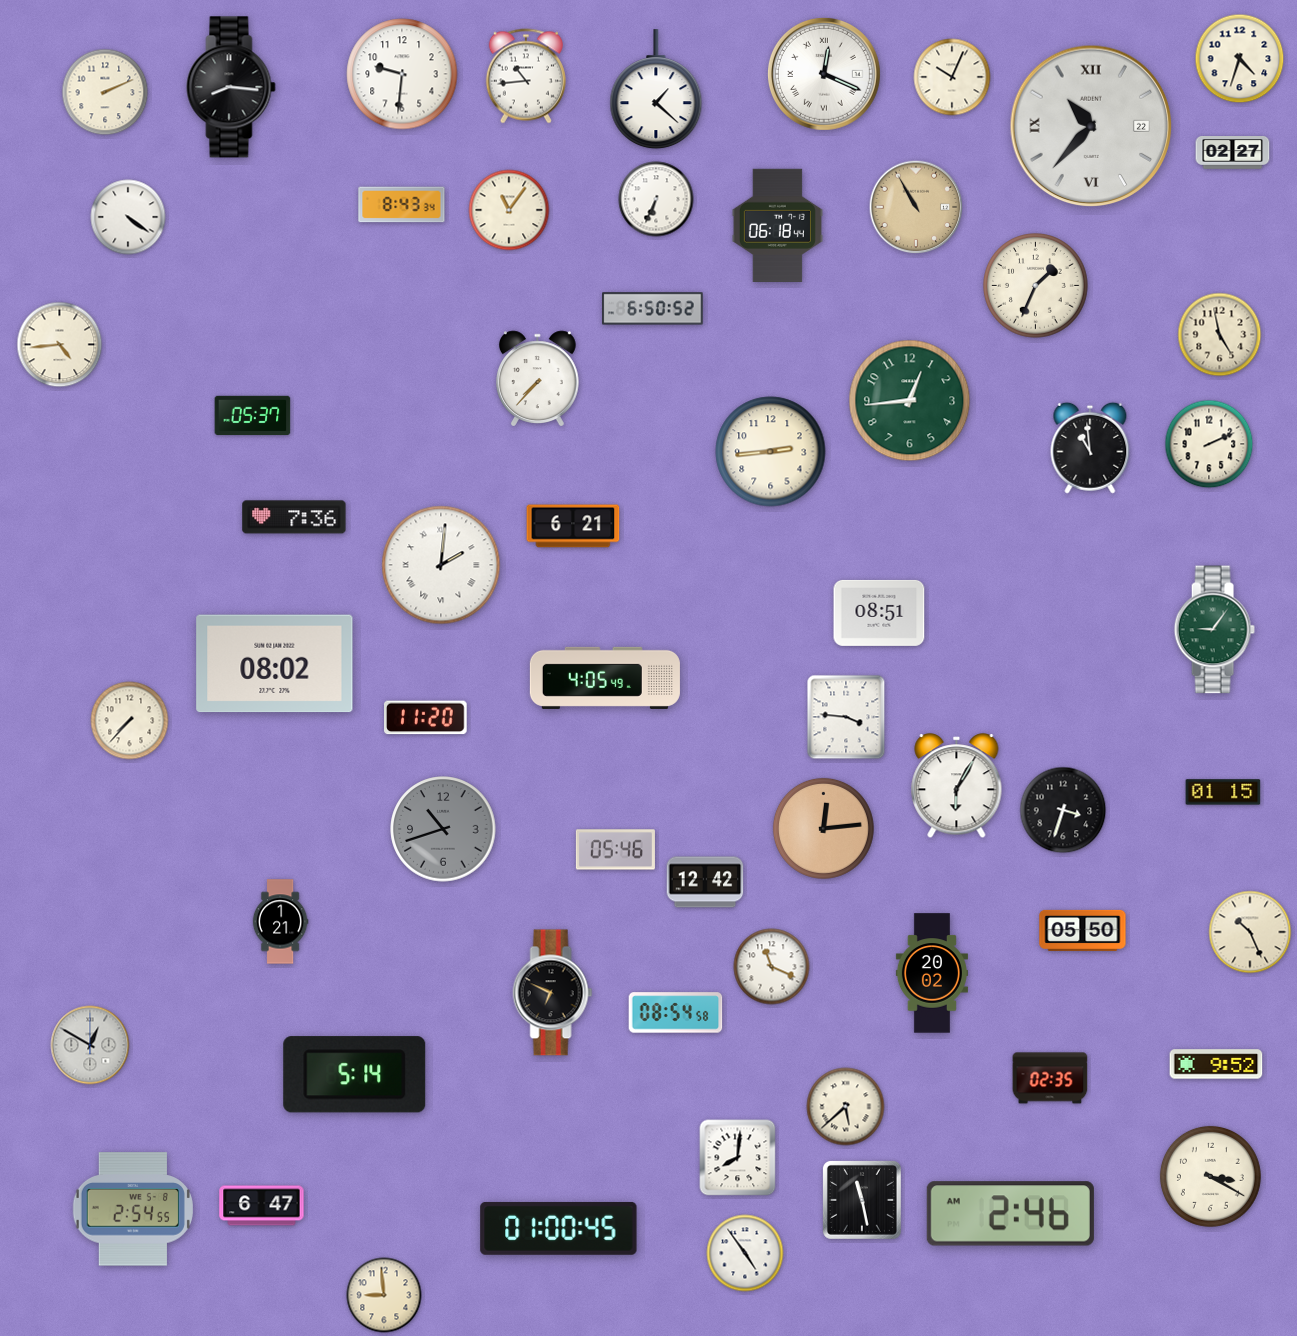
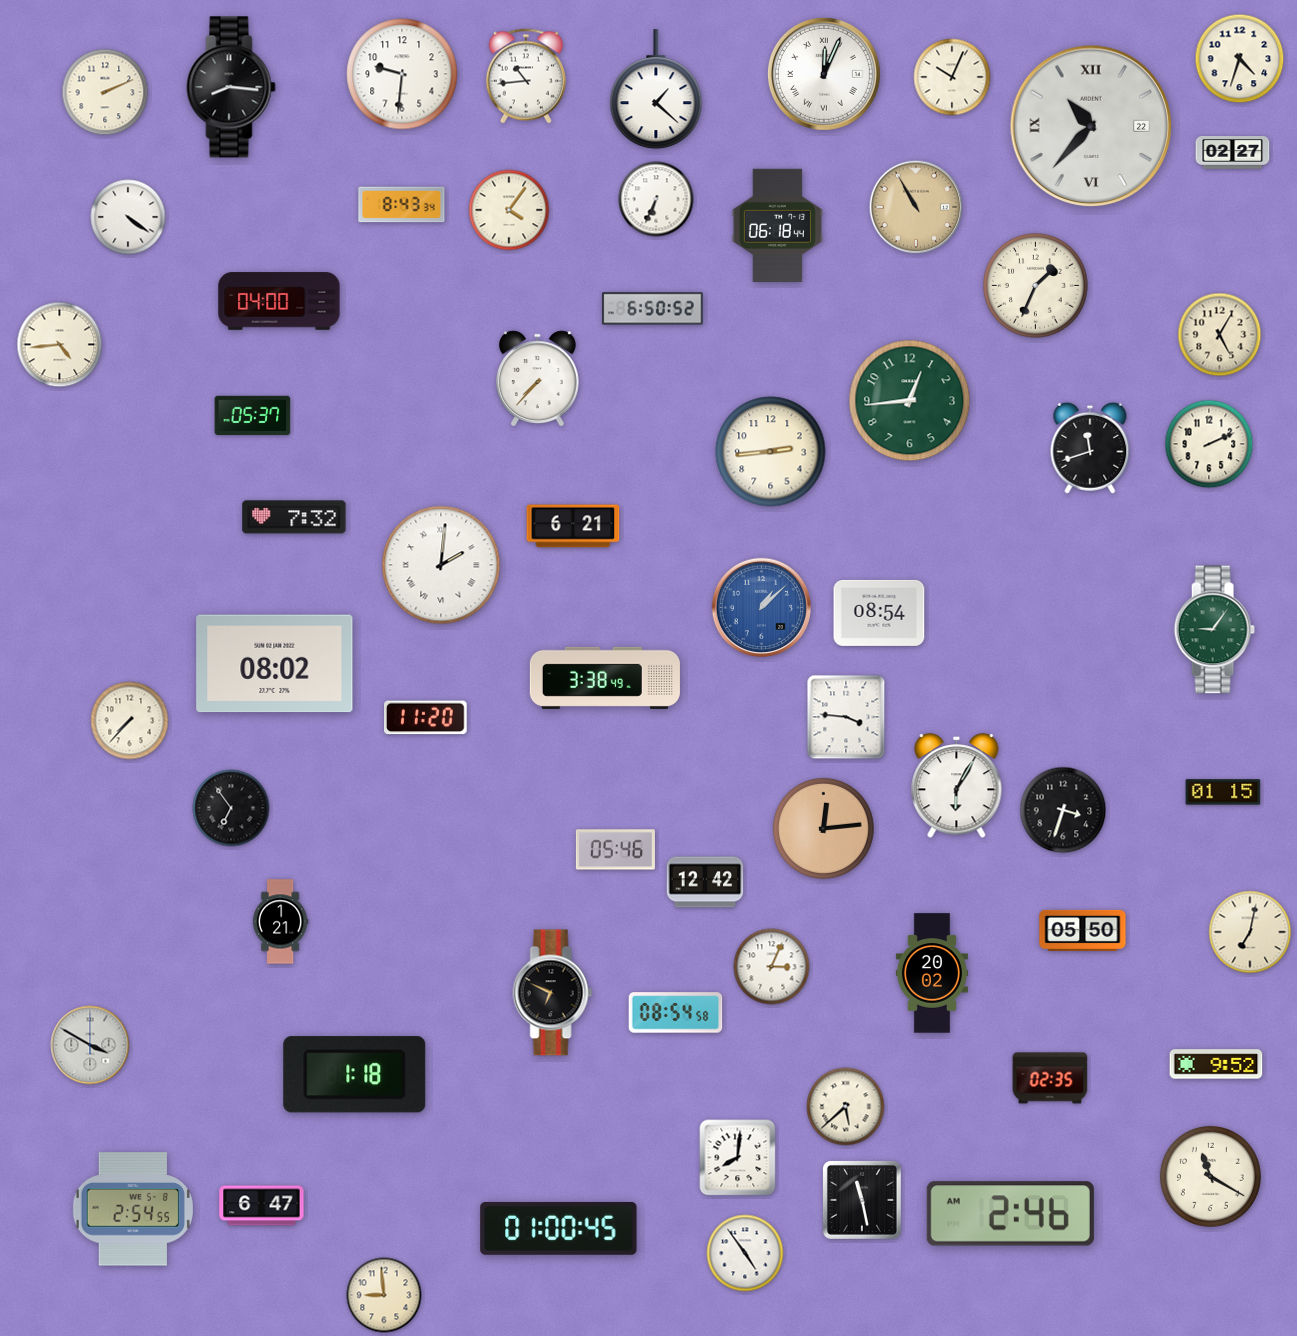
clock at (824, 74): 12:19 -> 12:04
clock at (509, 210): 11:06 -> 4:06
clock at (279, 301): none -> 04:00
clock at (1220, 335): 4:58 -> 5:05
clock at (1090, 448): 10:59 -> 11:42
clock at (294, 517): 7:36 -> 7:32
clock at (761, 607): none -> 1:08
clock at (879, 613): 08:51 -> 08:54
clock at (605, 678): 4:05 -> 3:38
clock at (231, 808): none -> 6:54
clock at (443, 829): 10:42 -> none
clock at (1250, 932): 10:26 -> 7:02
clock at (772, 967): 11:19 -> 3:04
clock at (90, 1045): 12:50 -> 3:50
clock at (355, 1075): 5:14 -> 1:18
clock at (1210, 1176): 3:20 -> 11:20
